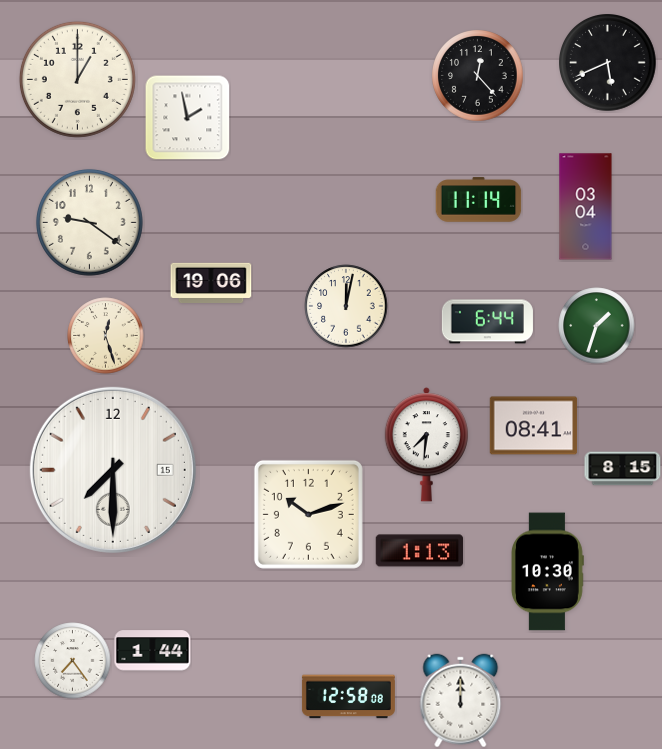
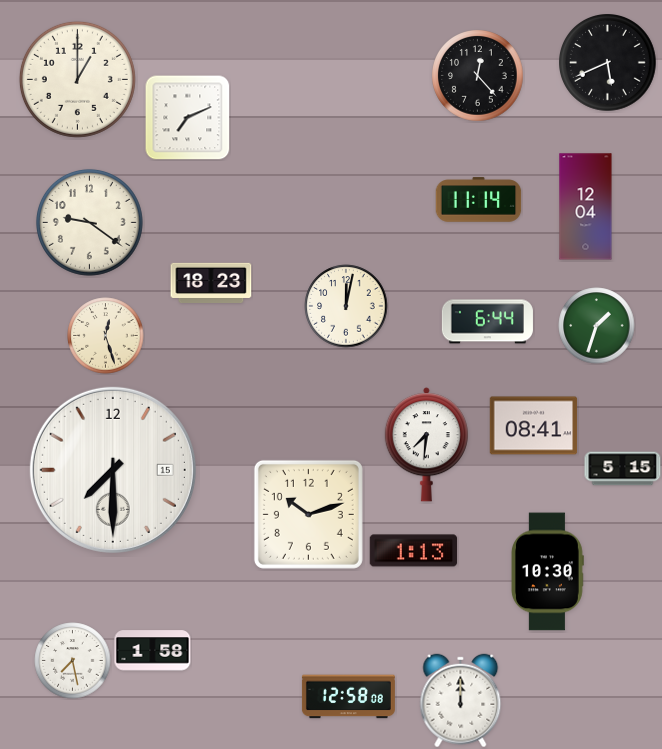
clock at (188, 118): 1:58 -> 7:11
clock at (586, 207): 03:04 -> 12:04
clock at (211, 282): 19:06 -> 18:23
clock at (623, 469): 8:15 -> 5:15
clock at (420, 551) position: (420, 551) -> (414, 551)
clock at (153, 651): 1:44 -> 1:58
clock at (73, 661): 7:24 -> 7:28
